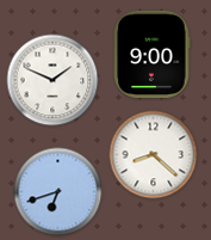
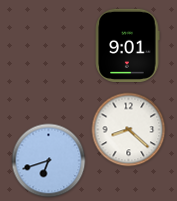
clock at (151, 54): 9:00 -> 9:01
clock at (52, 80): 1:49 -> none
